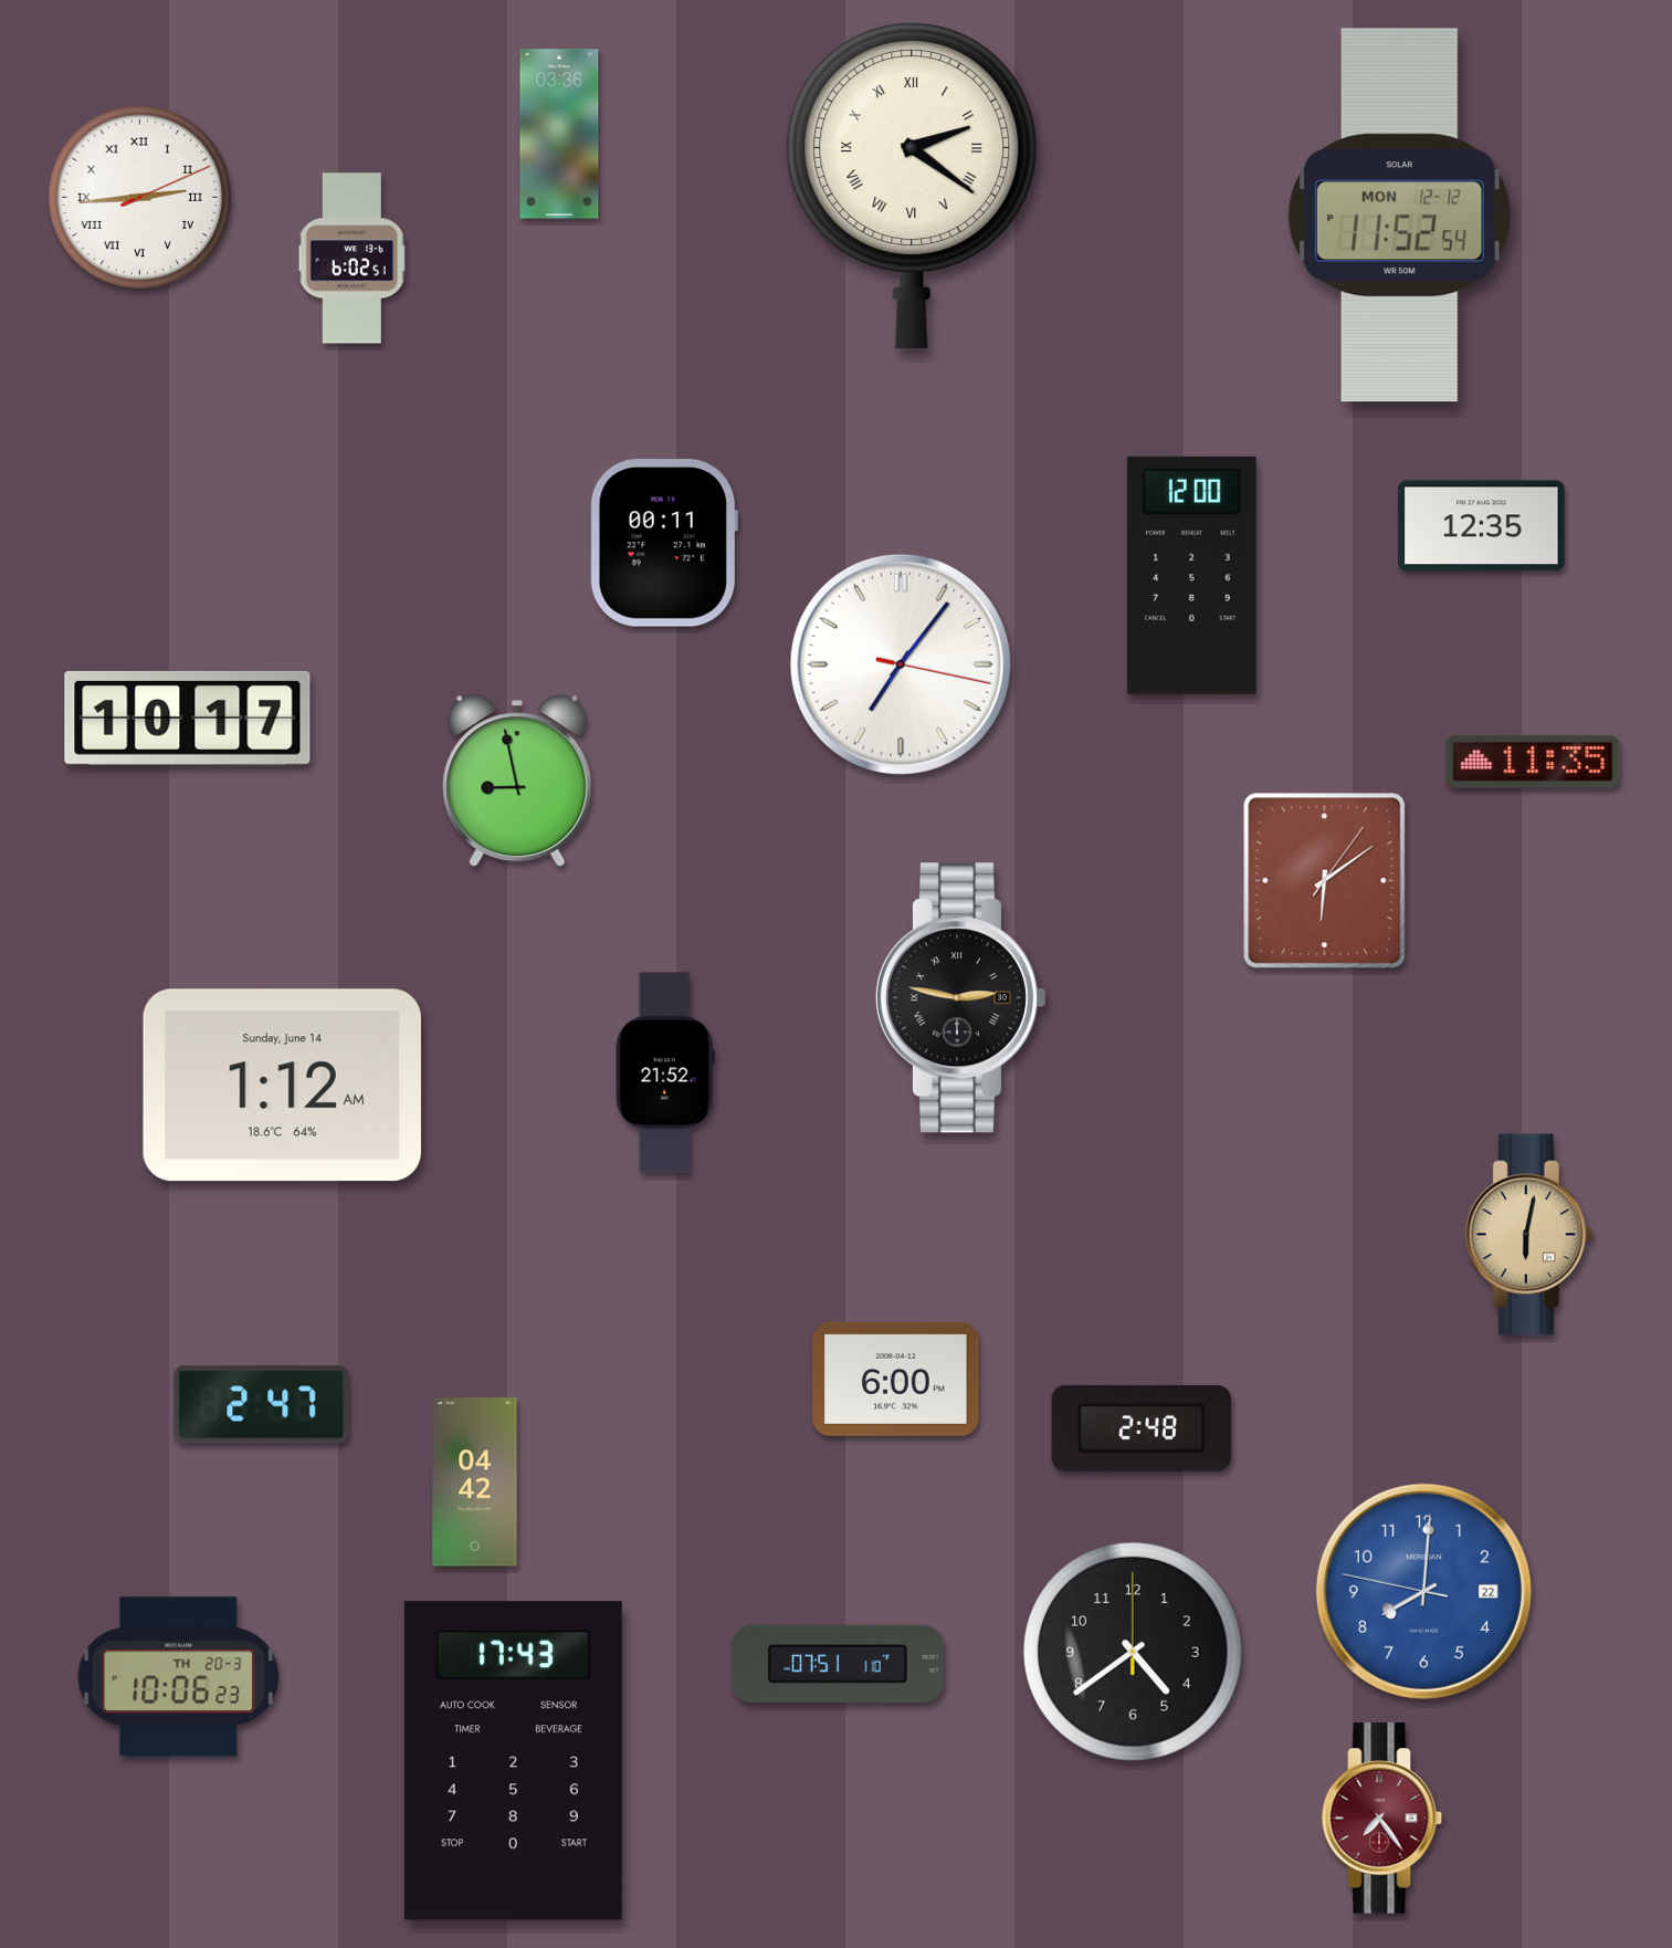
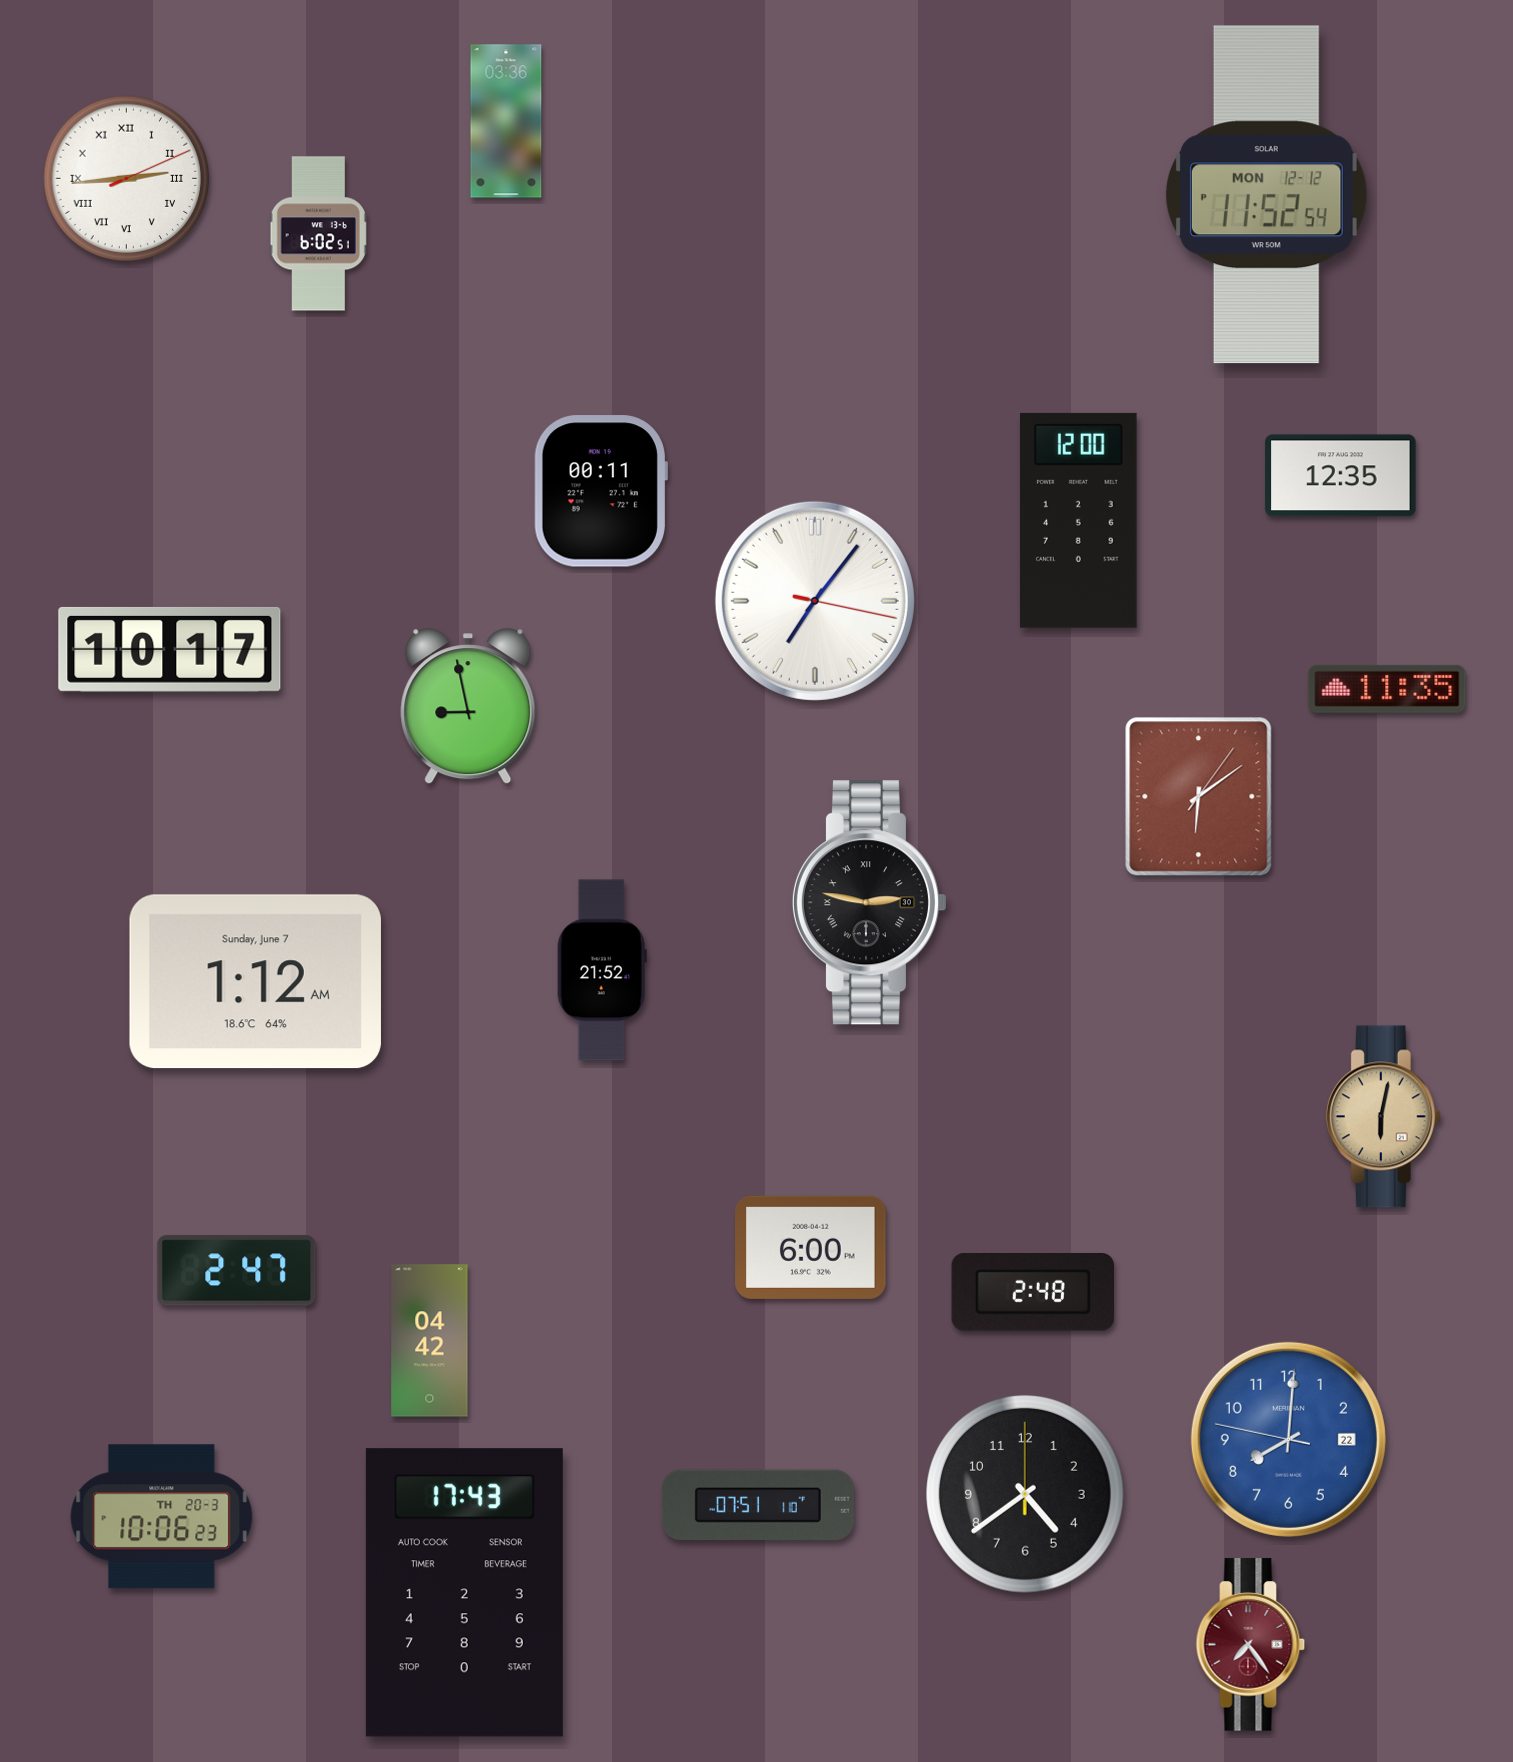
clock at (912, 185): 2:21 -> none
clock at (282, 1086) date: Sunday, June 14 -> Sunday, June 7
